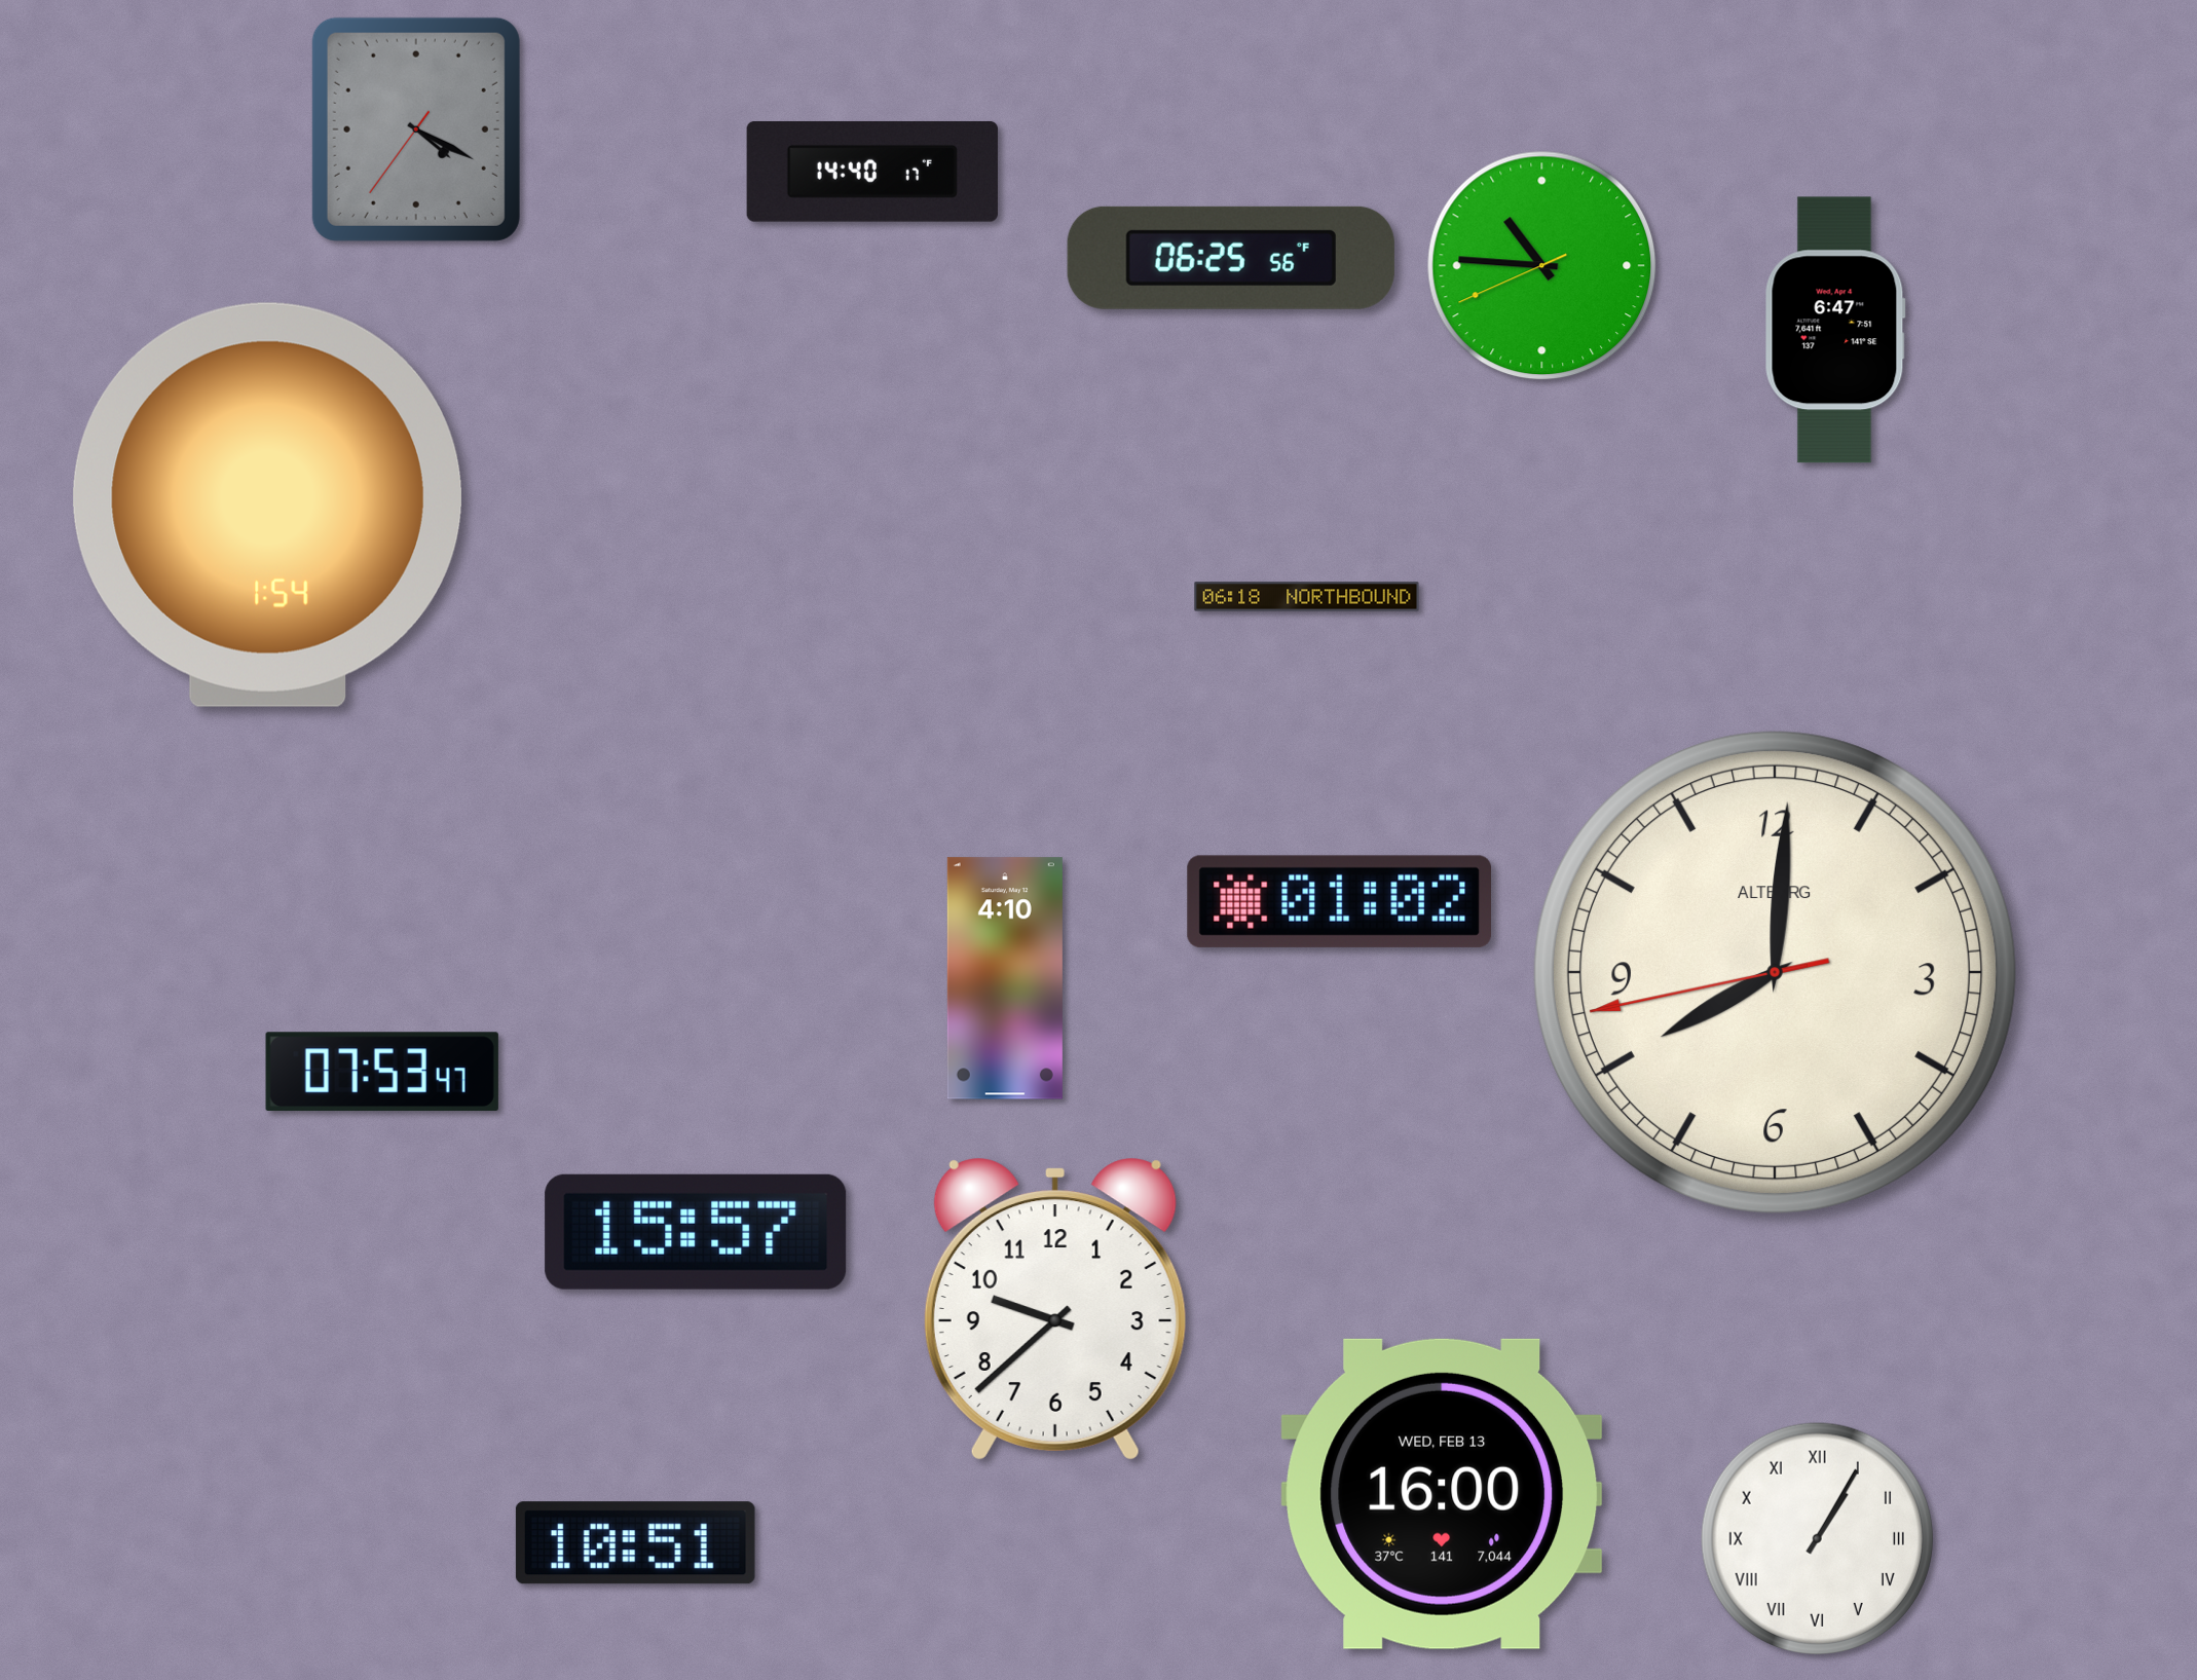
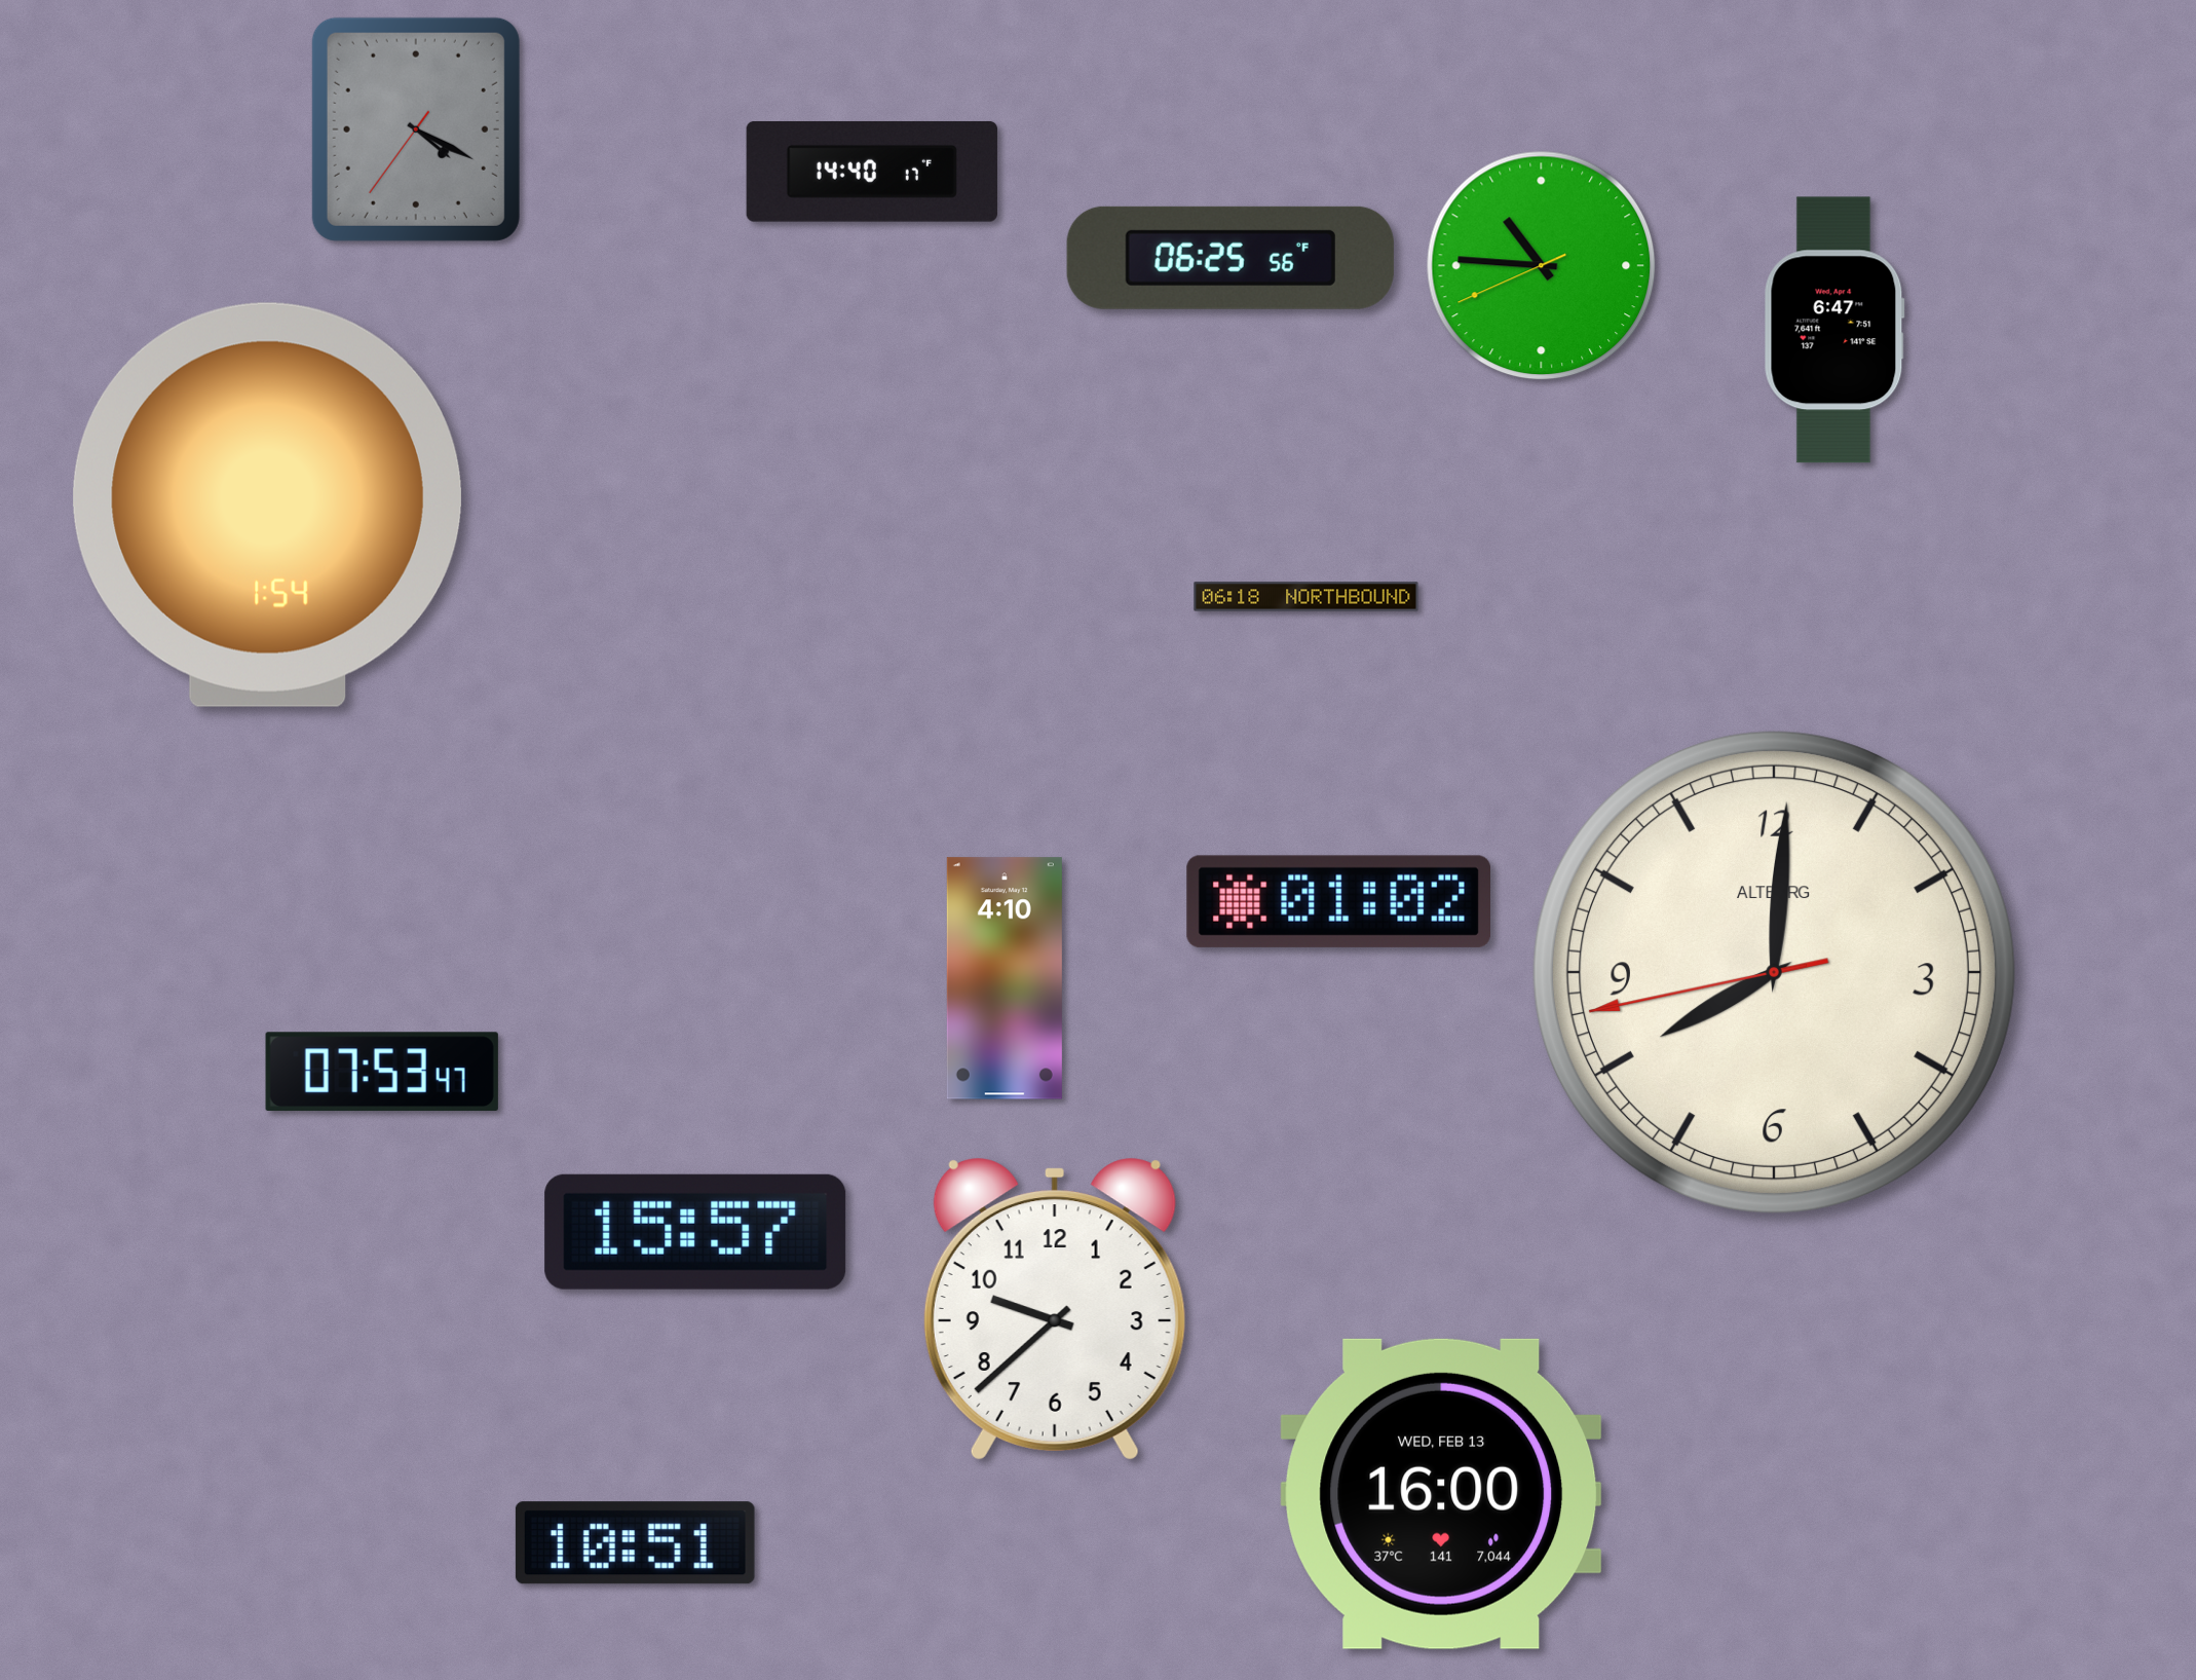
clock at (1817, 1538): 1:05 -> none
